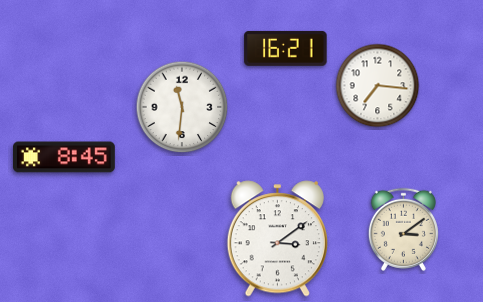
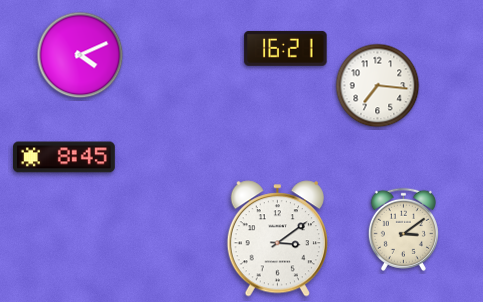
clock at (80, 55): none -> 4:11
clock at (182, 107): 11:31 -> none
